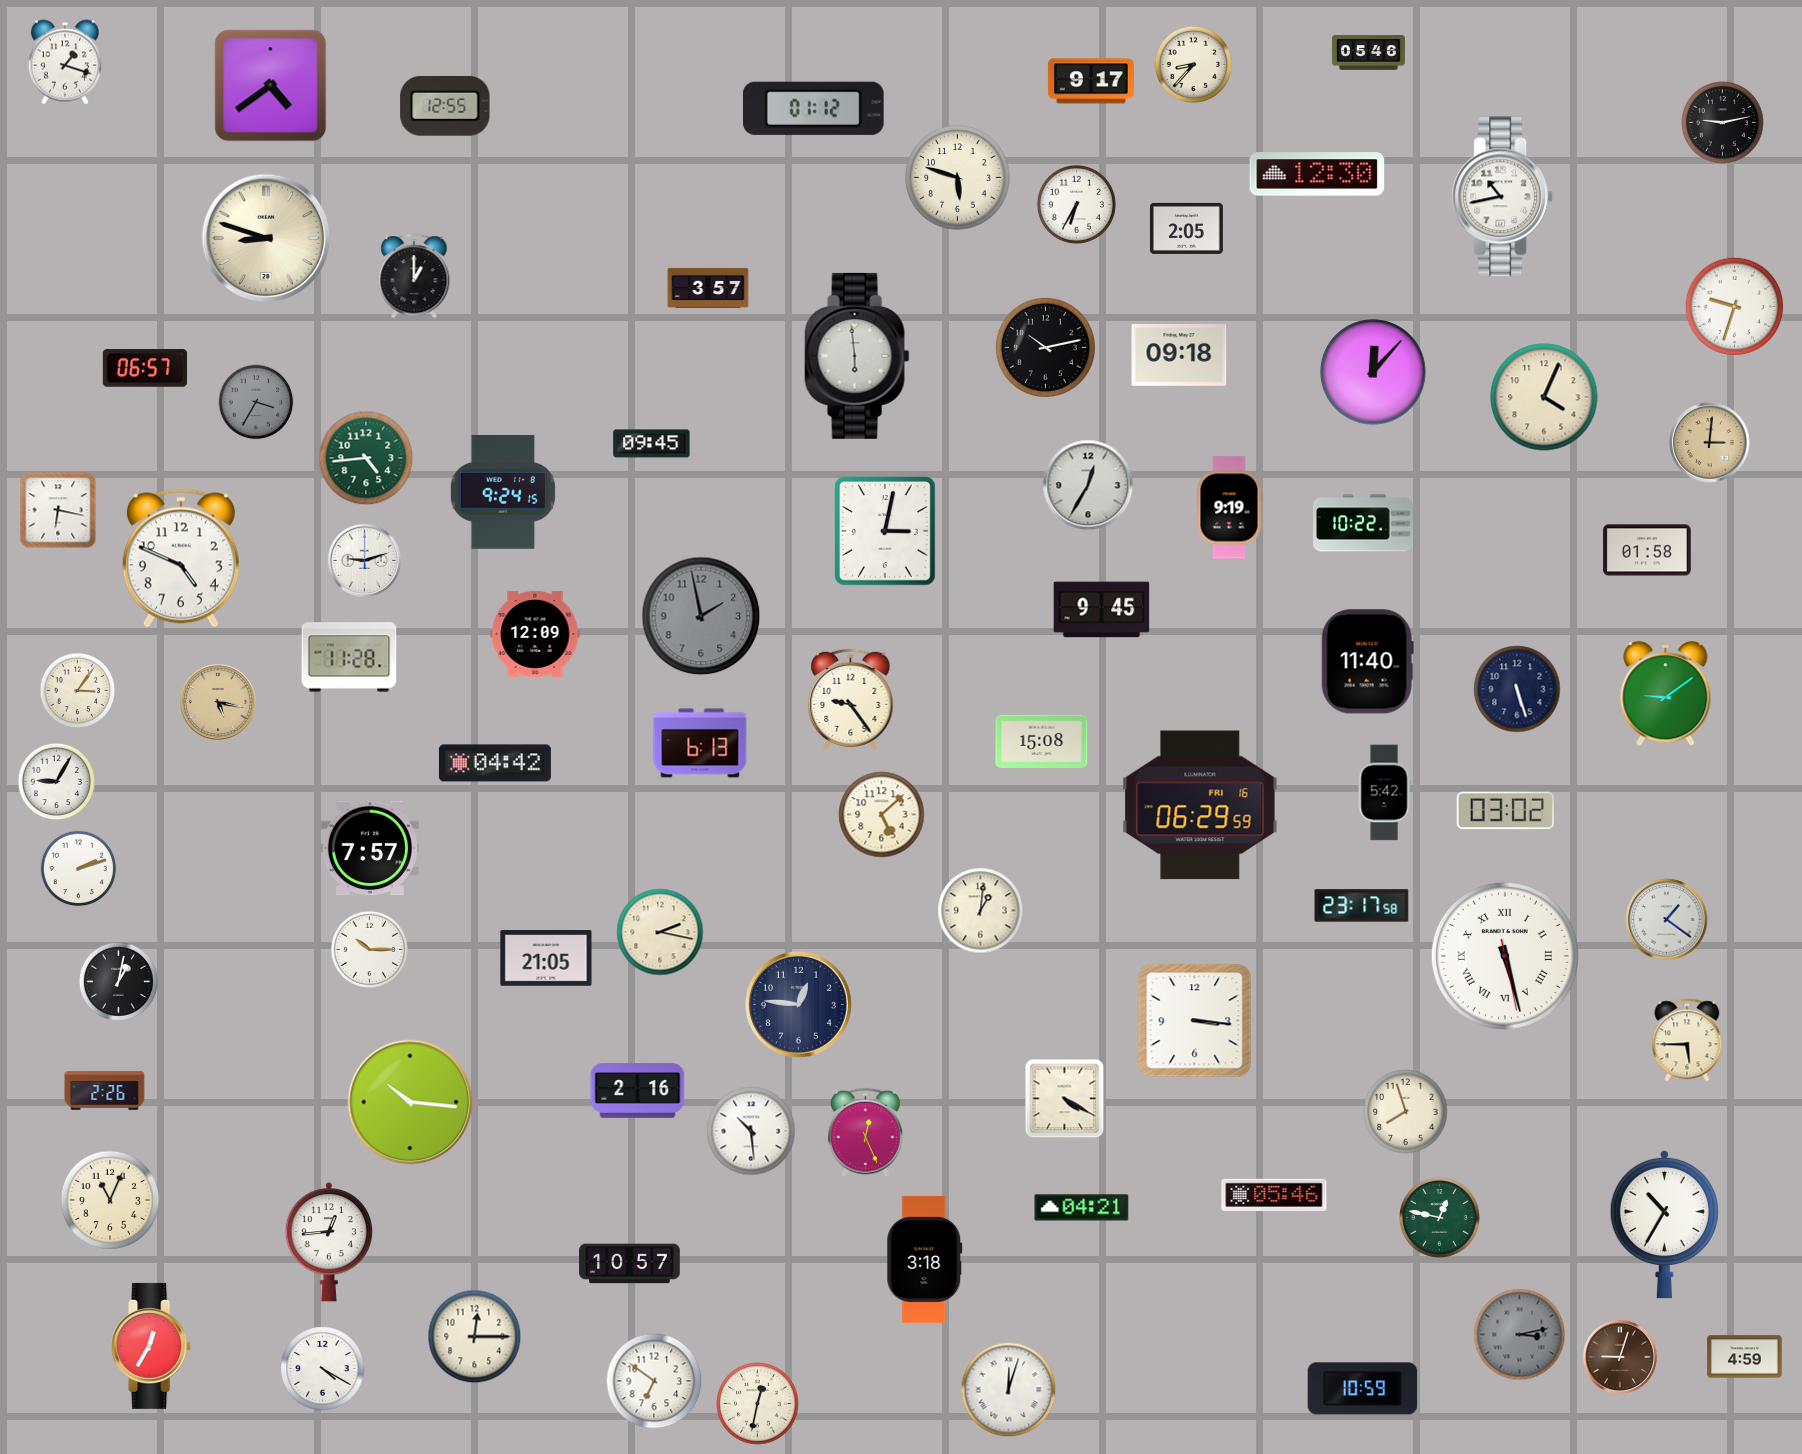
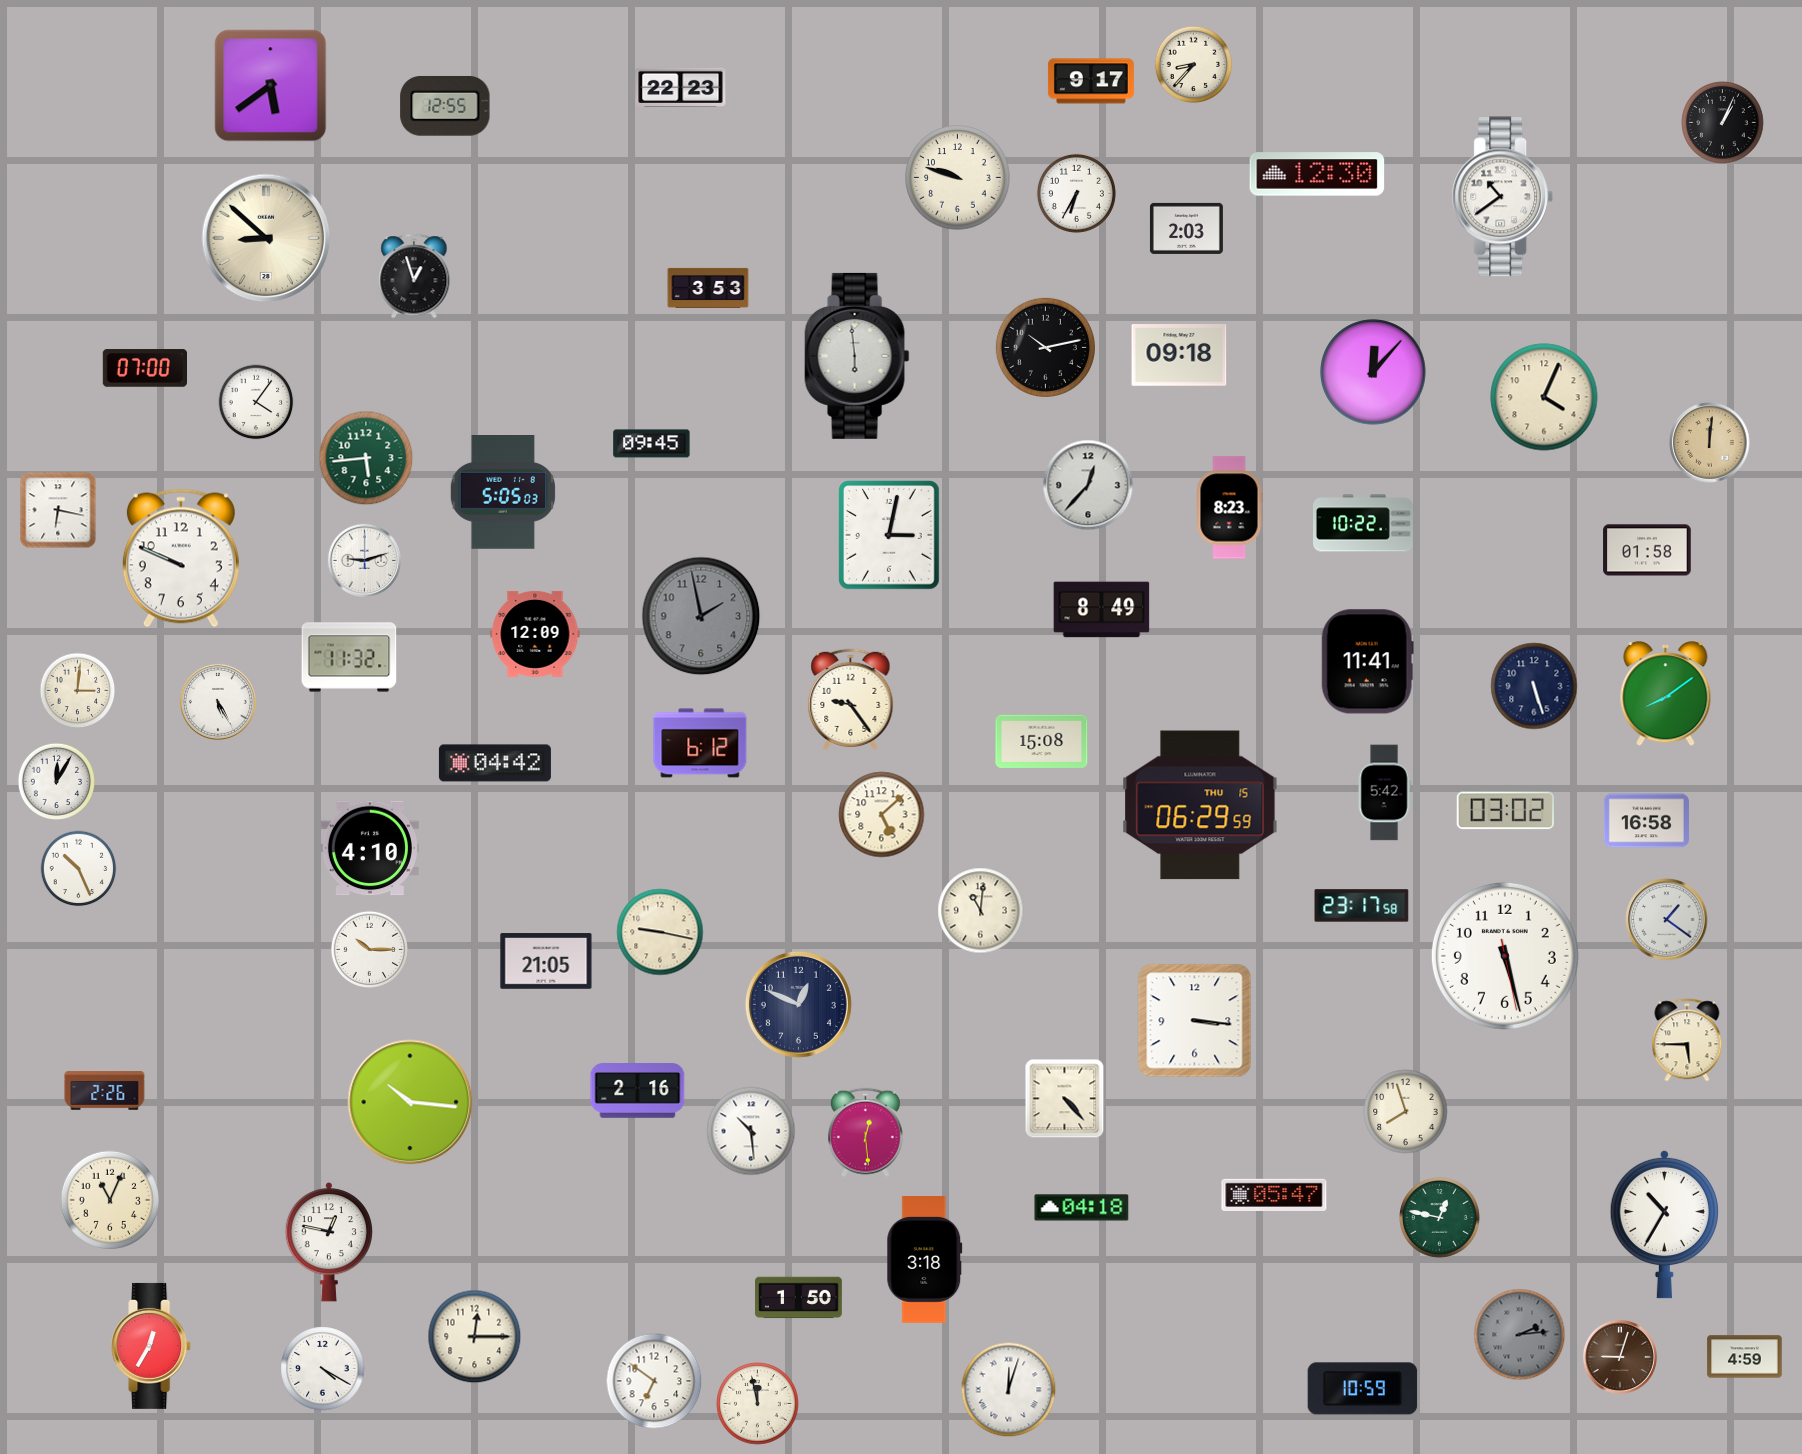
clock at (1368, 53): 05:46 -> none
clock at (64, 62): 1:18 -> none
clock at (271, 86): 4:39 -> 5:39
clock at (681, 87): none -> 22:23
clock at (813, 108): 01:12 -> none
clock at (1723, 123): 9:13 -> 1:04
clock at (958, 178): 5:48 -> 9:48
clock at (1503, 197): 10:43 -> 10:39
clock at (1076, 204) position: (1076, 204) -> (1076, 193)
clock at (1186, 228): 2:05 -> 2:03
clock at (266, 238): 8:48 -> 8:52
clock at (414, 276): 1:00 -> 12:57
clock at (708, 288): 3:57 -> 3:53
clock at (1735, 307): 9:33 -> none
clock at (144, 368): 06:57 -> 07:00
clock at (256, 402): 3:35 -> 4:06
clock at (256, 402) dial: grey -> white
clock at (1710, 443): 3:01 -> 12:01
clock at (366, 458): 4:44 -> 5:44
clock at (1088, 485): 12:35 -> 12:37
clock at (502, 493): 9:24 -> 5:05
clock at (1229, 508): 9:19 -> 8:23
clock at (885, 531) position: (885, 531) -> (889, 535)
clock at (181, 558): 4:49 -> 9:49
clock at (1102, 610): 9:45 -> 8:49
clock at (349, 657): 11:28 -> 11:32
clock at (1367, 662): 11:40 -> 11:41
clock at (1517, 689) position: (1517, 689) -> (1534, 686)
clock at (78, 691): 3:06 -> 3:01
clock at (1666, 694): 9:09 -> 8:09
clock at (218, 702): 5:17 -> 5:25
clock at (218, 702) dial: champagne -> white
clock at (700, 743): 6:13 -> 6:12
clock at (56, 781): 9:05 -> 12:05
clock at (1200, 805) date: FRI 16 -> THU 15
clock at (1646, 821): none -> 16:58
clock at (370, 848): 7:57 -> 4:10
clock at (79, 869): 2:12 -> 10:26
clock at (981, 911): 1:01 -> 11:01
clock at (660, 932): 2:17 -> 9:17
clock at (1505, 956) numerals: Roman -> Arabic
clock at (546, 958) position: (546, 958) -> (546, 961)
clock at (118, 981): 1:02 -> none
clock at (798, 1004): 12:46 -> 12:49
clock at (1065, 1099): 4:20 -> 4:23
clock at (865, 1133): 12:26 -> 12:29
clock at (1274, 1195): 05:46 -> 05:47
clock at (1082, 1208): 04:21 -> 04:18
clock at (329, 1243): 12:44 -> 12:47
clock at (630, 1264): 10:57 -> none
clock at (799, 1298): none -> 1:50
clock at (1520, 1335): 3:13 -> 2:14
clock at (758, 1404): 12:32 -> 11:58
